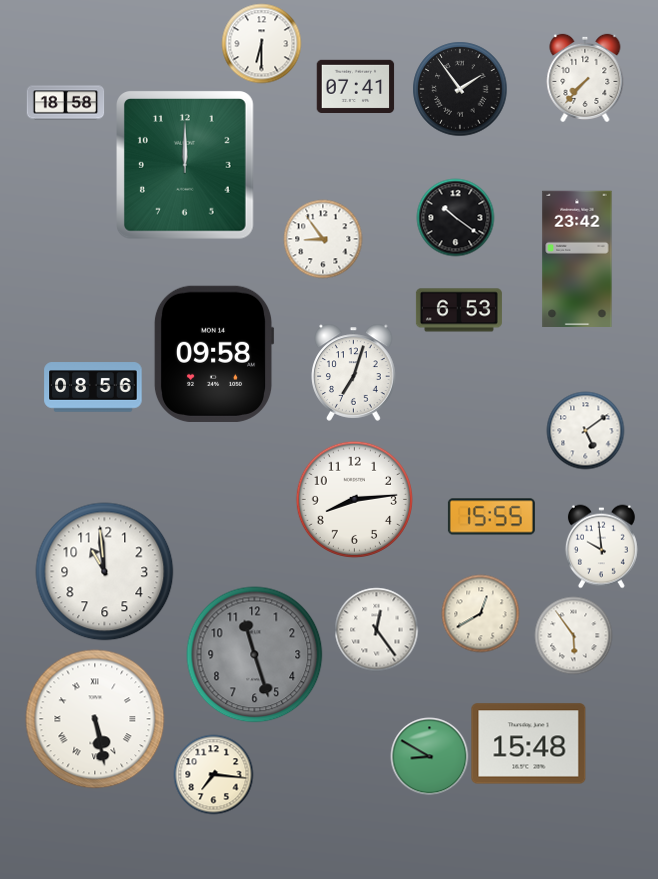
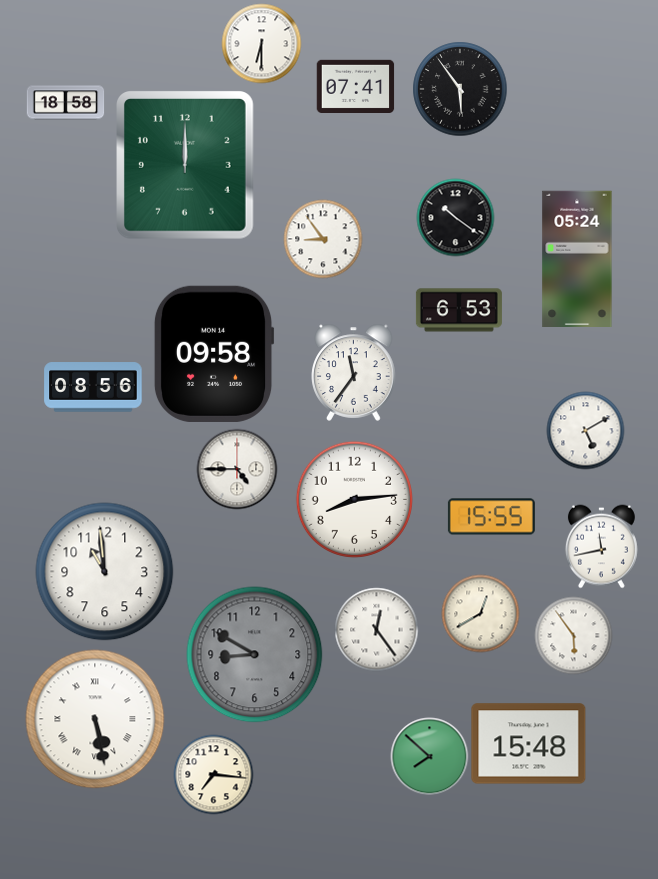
clock at (585, 78): 7:37 -> none
clock at (460, 89): 1:54 -> 5:54
clock at (577, 258): 23:42 -> 05:24
clock at (354, 372): 7:03 -> 11:36
clock at (585, 430): 5:09 -> 5:10
clock at (237, 469): none -> 4:45
clock at (601, 546): 9:59 -> 11:43
clock at (255, 655): 11:27 -> 8:50
clock at (429, 756): 8:50 -> 7:52
